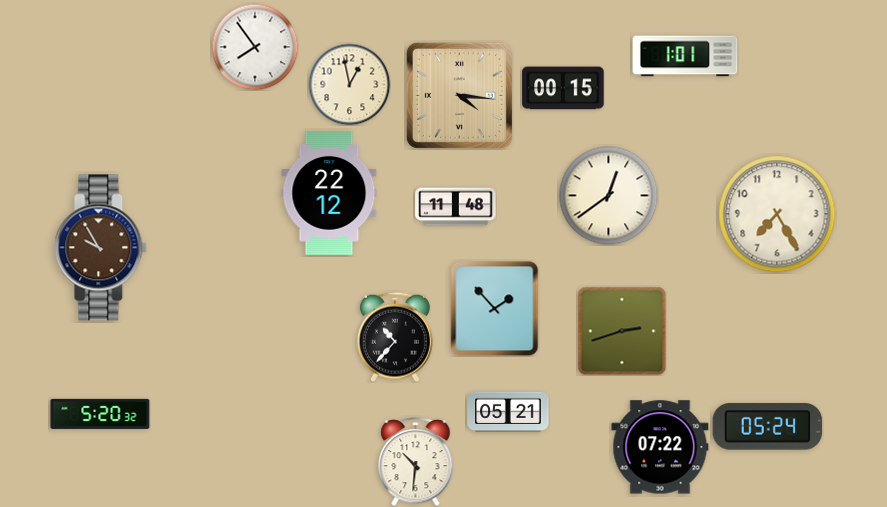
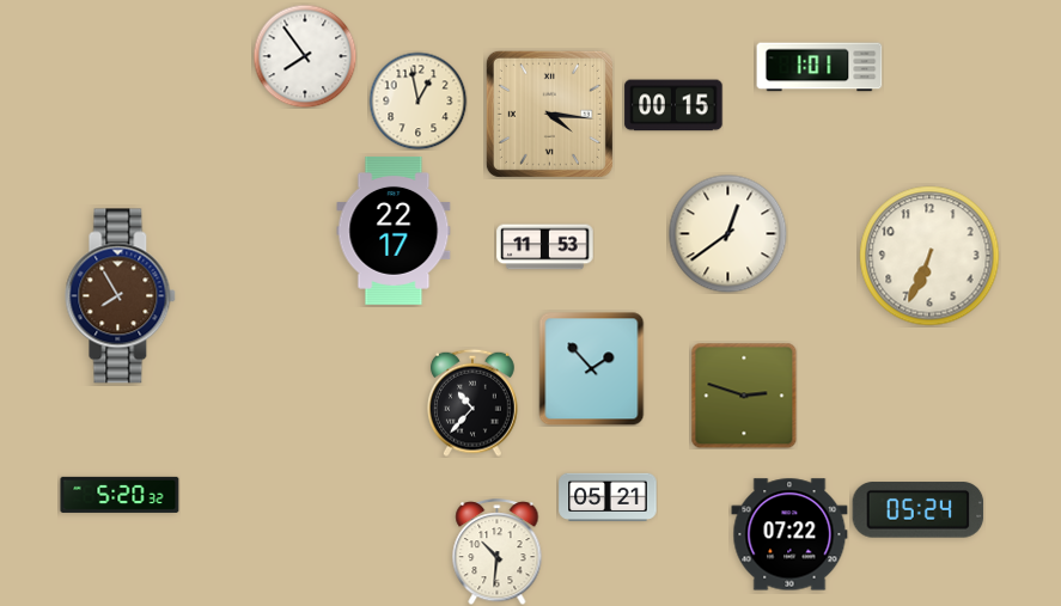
clock at (329, 193): 22:12 -> 22:17
clock at (456, 207): 11:48 -> 11:53
clock at (777, 214): 7:25 -> 6:34
clock at (101, 248): 9:55 -> 7:55
clock at (622, 331): 2:42 -> 2:48
clock at (508, 411) position: (508, 411) -> (608, 496)
